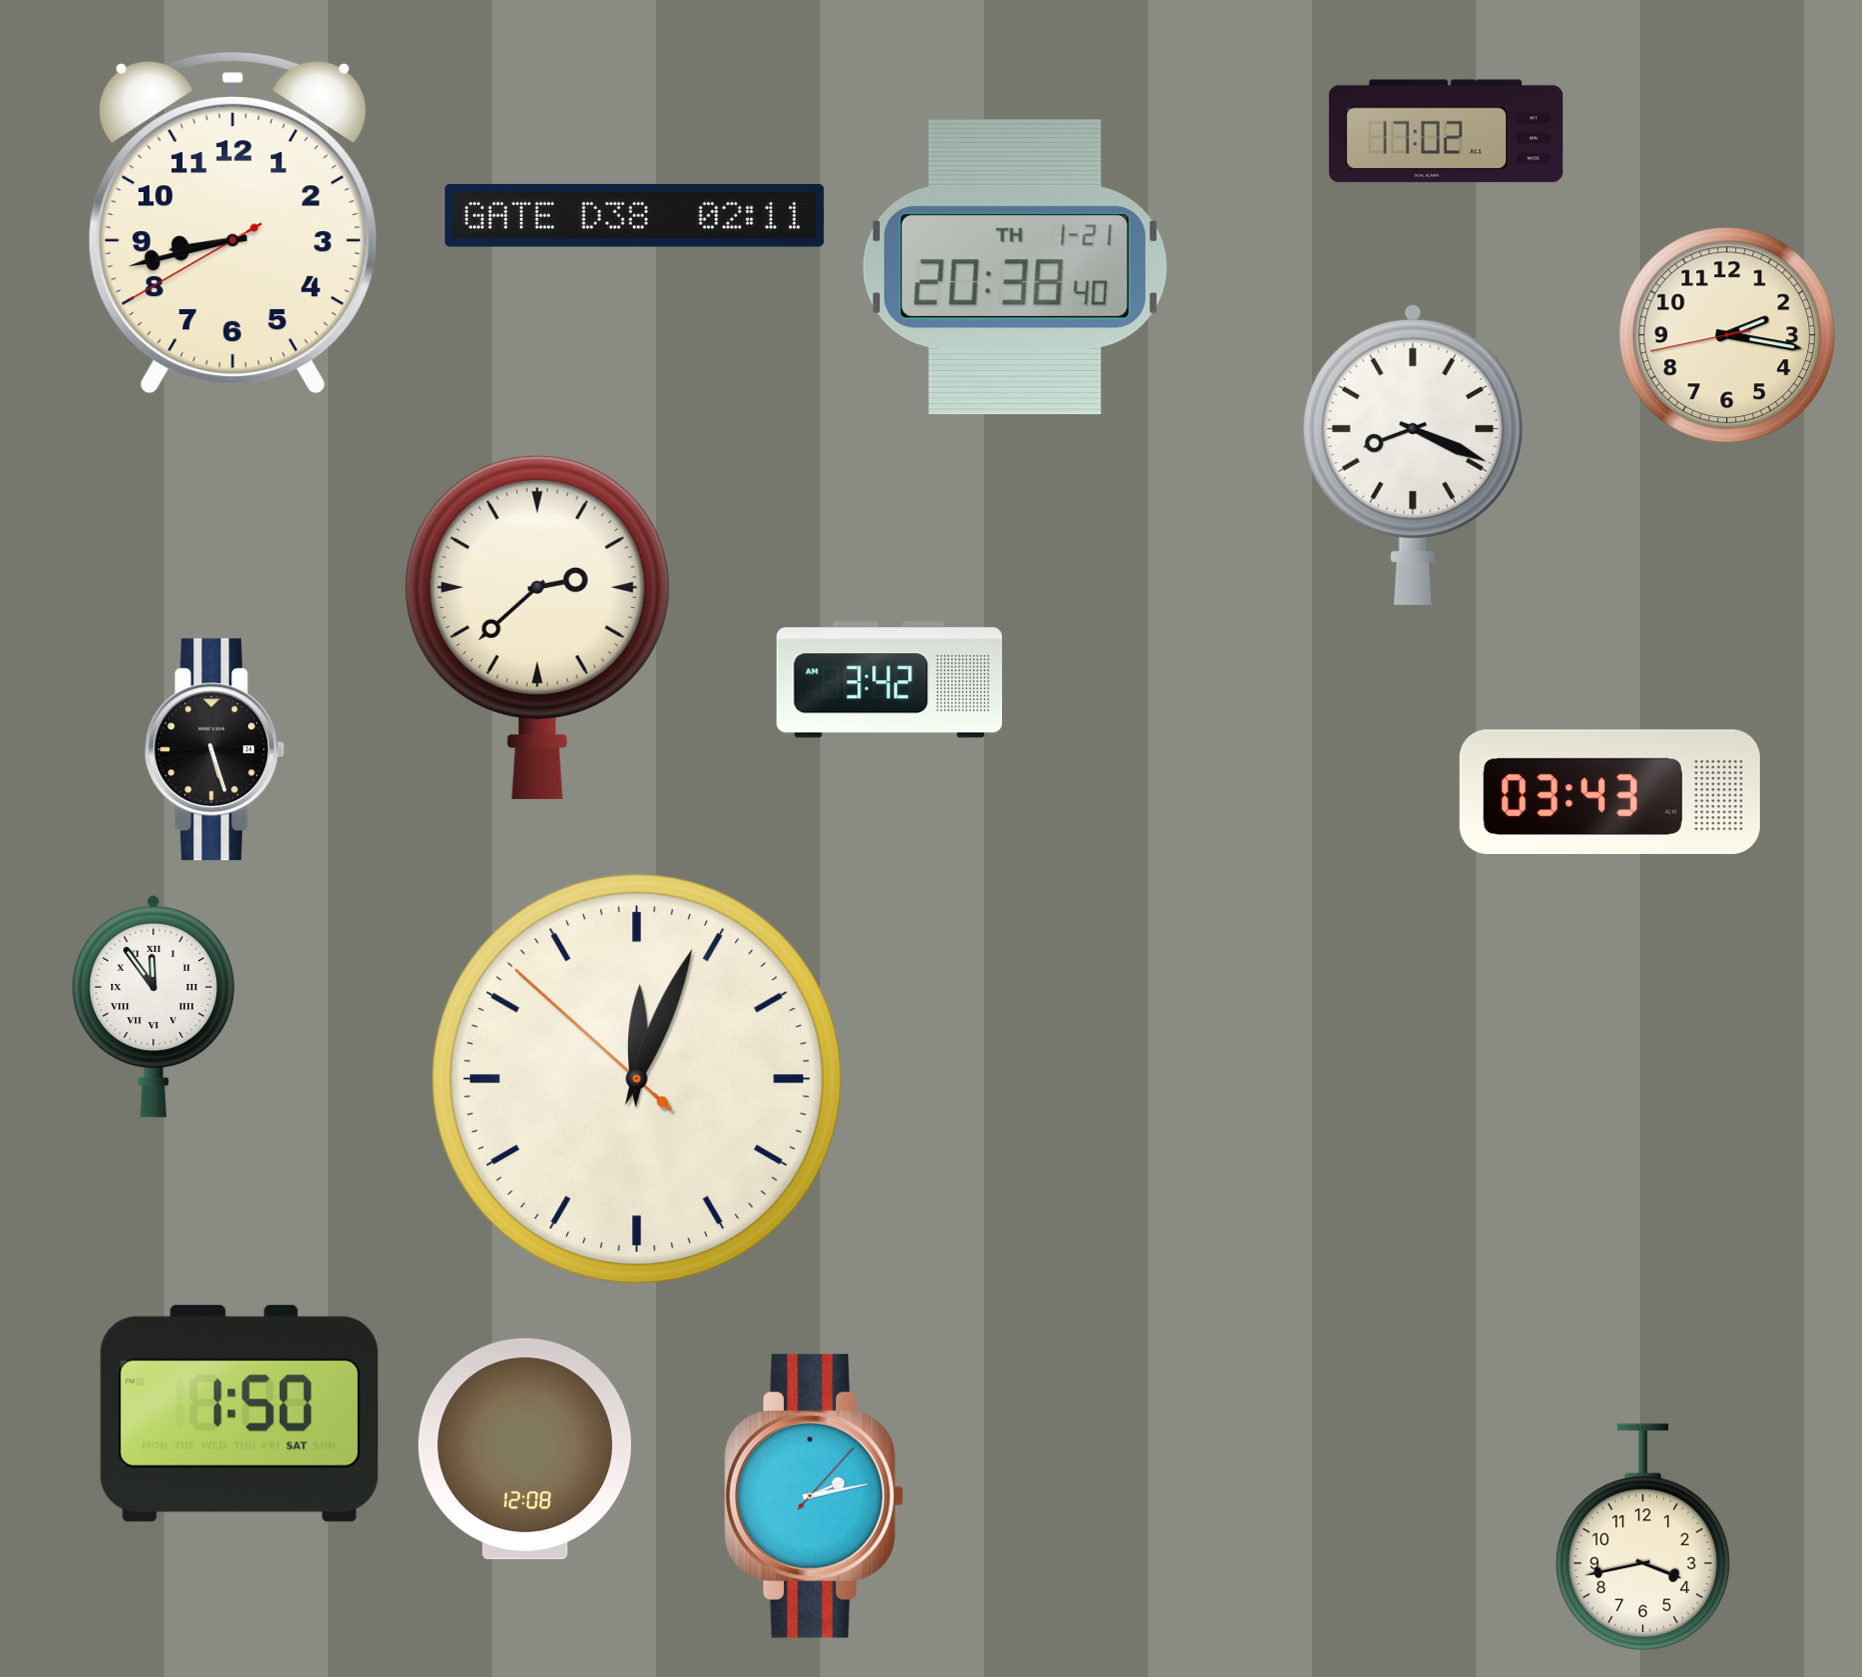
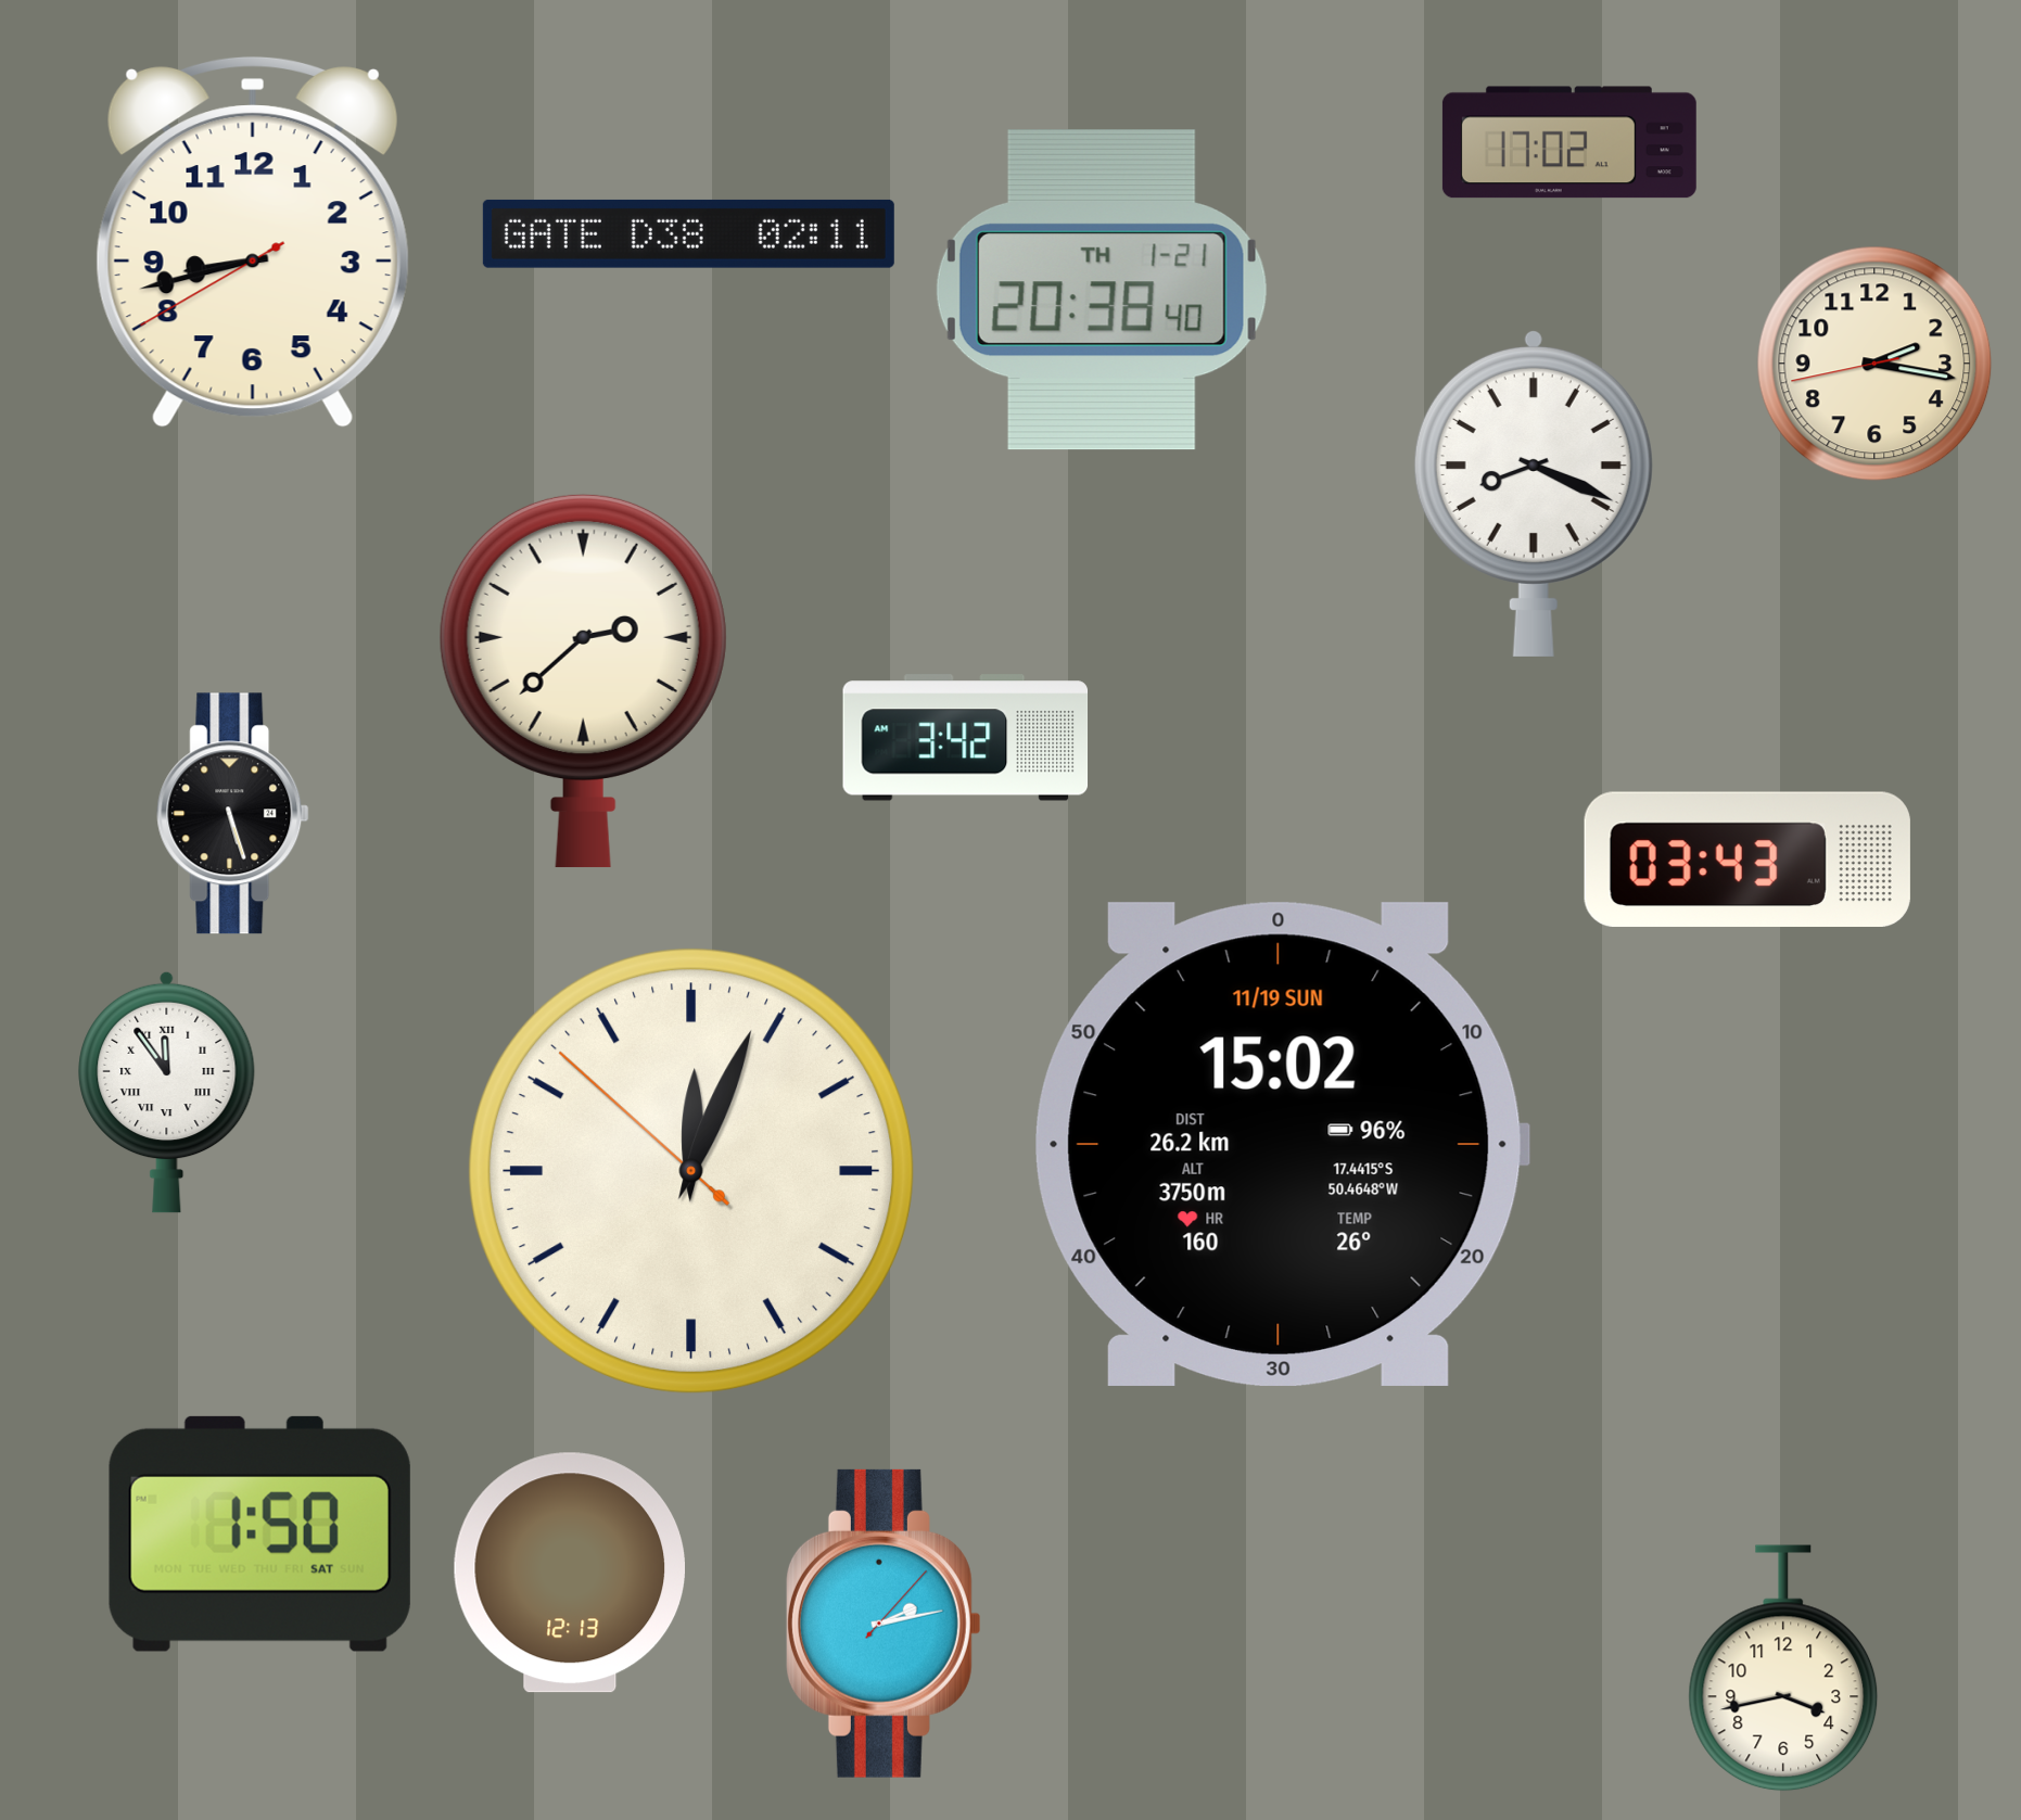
clock at (1282, 1144): none -> 15:02
clock at (524, 1449): 12:08 -> 12:13
